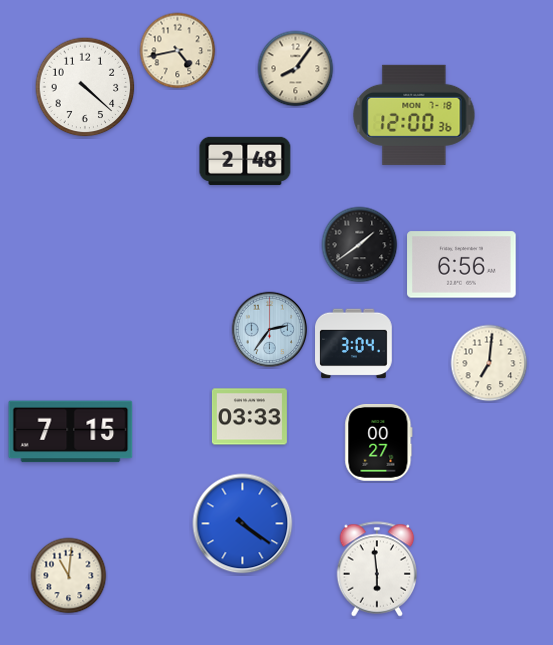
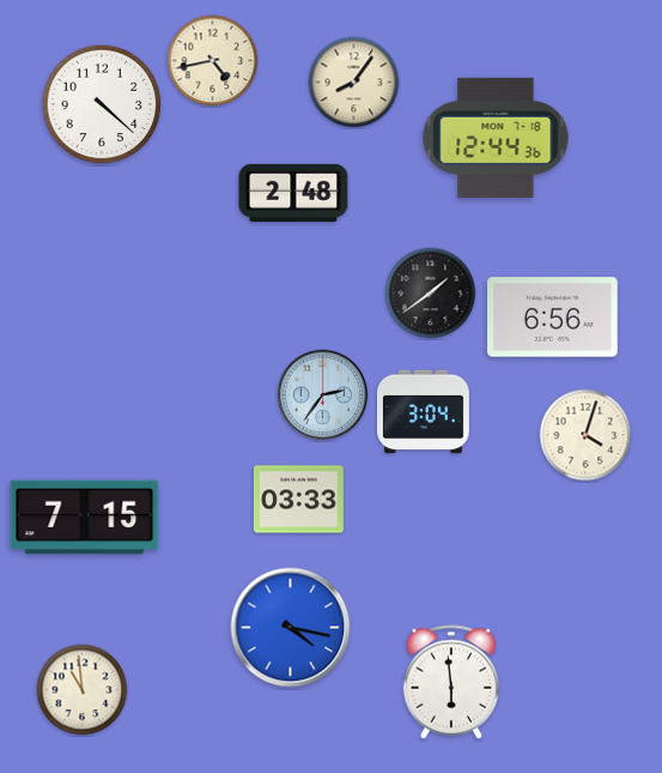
clock at (414, 115): 12:00 -> 12:44
clock at (489, 363): 7:01 -> 4:03
clock at (379, 443): 00:27 -> none
clock at (243, 524): 4:21 -> 4:17
clock at (69, 576): 11:01 -> 10:59
